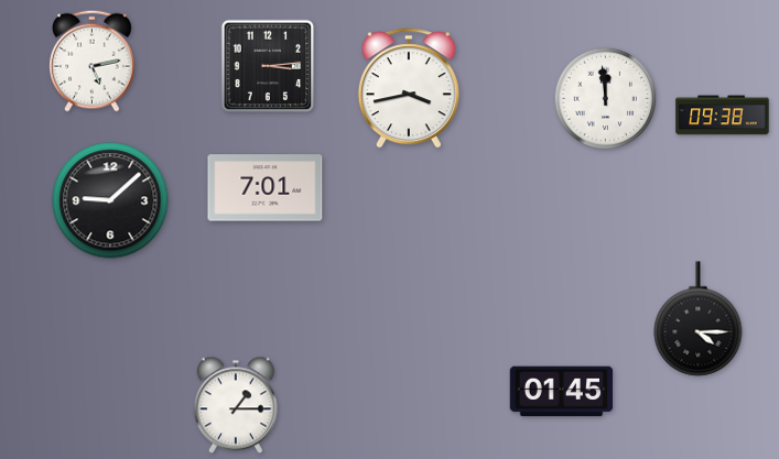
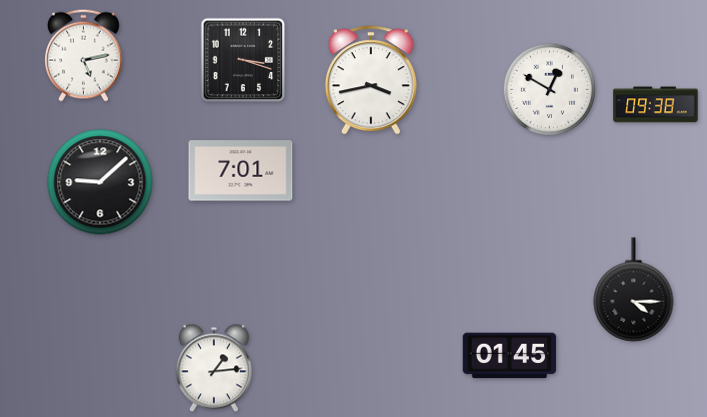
clock at (268, 66): 3:14 -> 3:18
clock at (606, 99): 11:59 -> 12:50
clock at (236, 405): 1:15 -> 1:14
